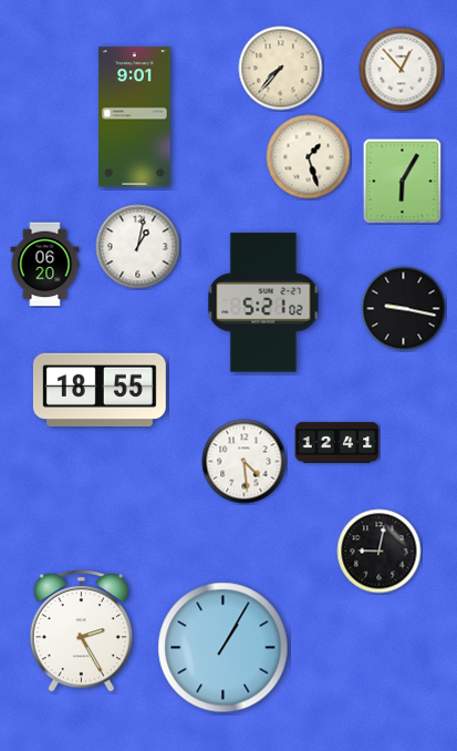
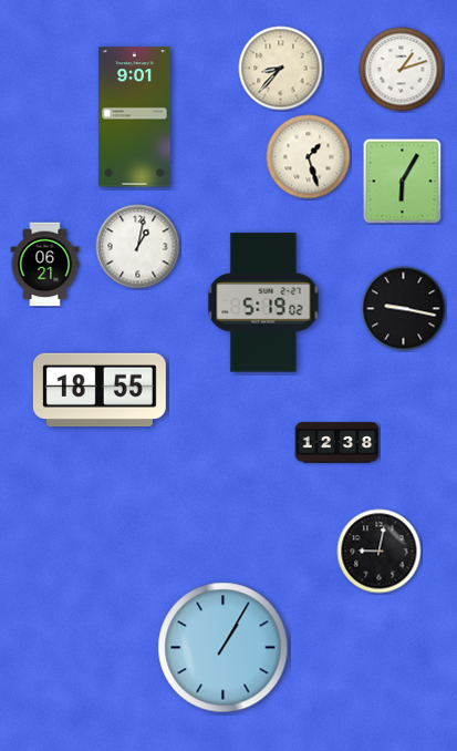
clock at (281, 69): 7:37 -> 8:37
clock at (402, 70): 12:53 -> 1:12
clock at (45, 265): 06:20 -> 06:21
clock at (263, 302): 5:21 -> 5:19
clock at (337, 443): 12:41 -> 12:38
clock at (245, 462): 4:29 -> none
clock at (81, 630): 2:25 -> none
